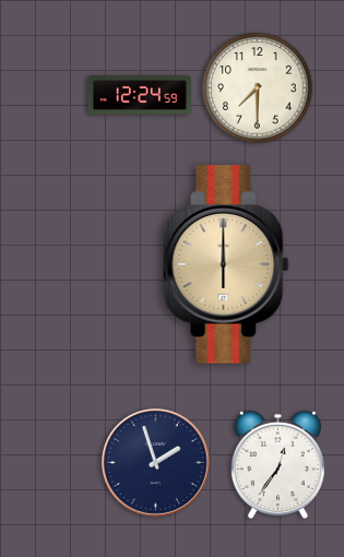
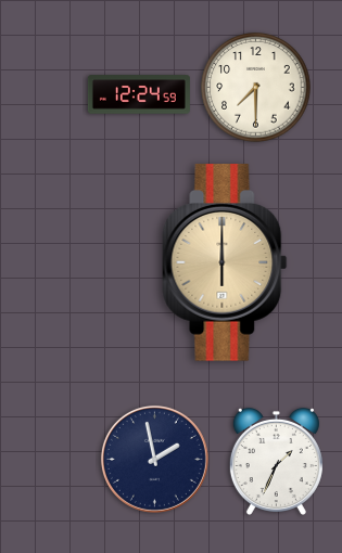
clock at (155, 462): 1:57 -> 1:58
clock at (277, 464): 12:36 -> 1:34
